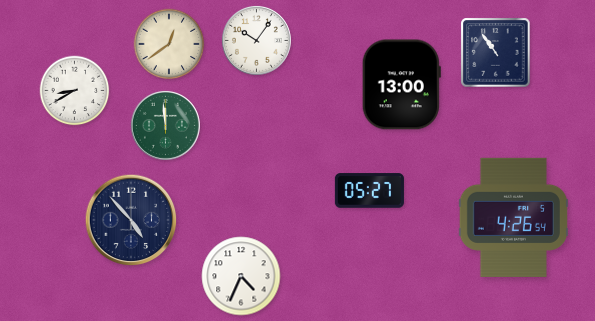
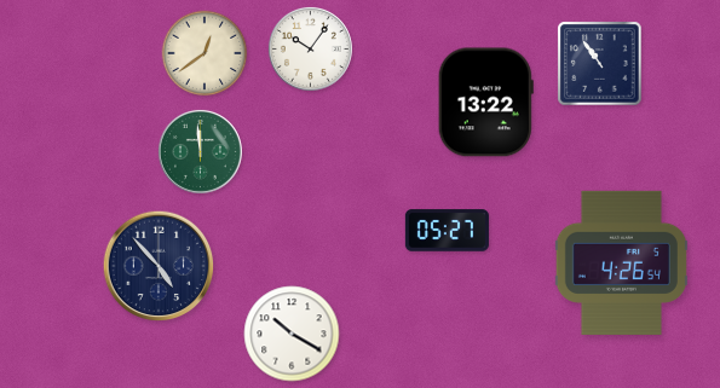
clock at (401, 85): 13:00 -> 13:22
clock at (75, 91): 8:40 -> none
clock at (241, 276): 4:34 -> 10:20
